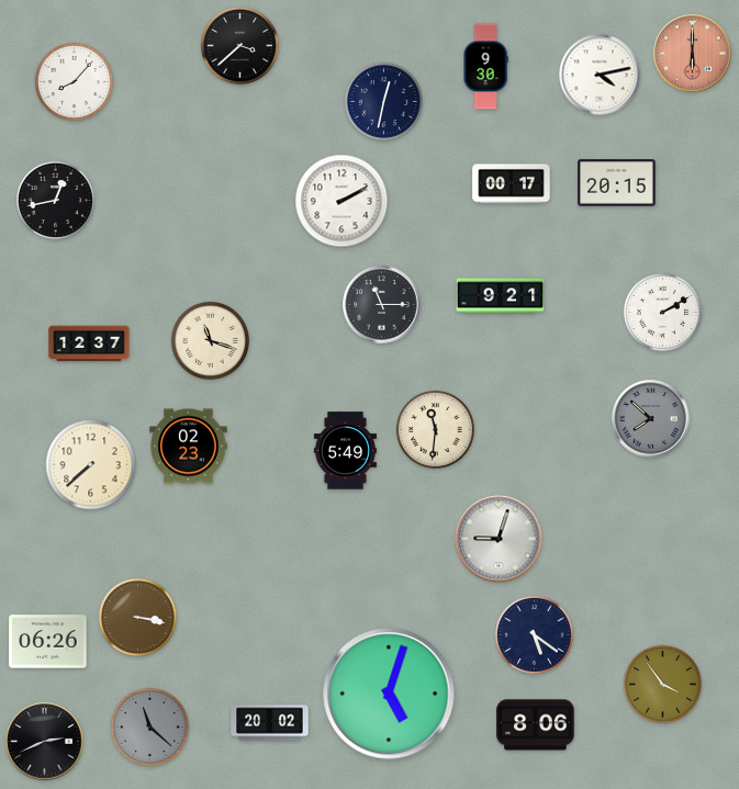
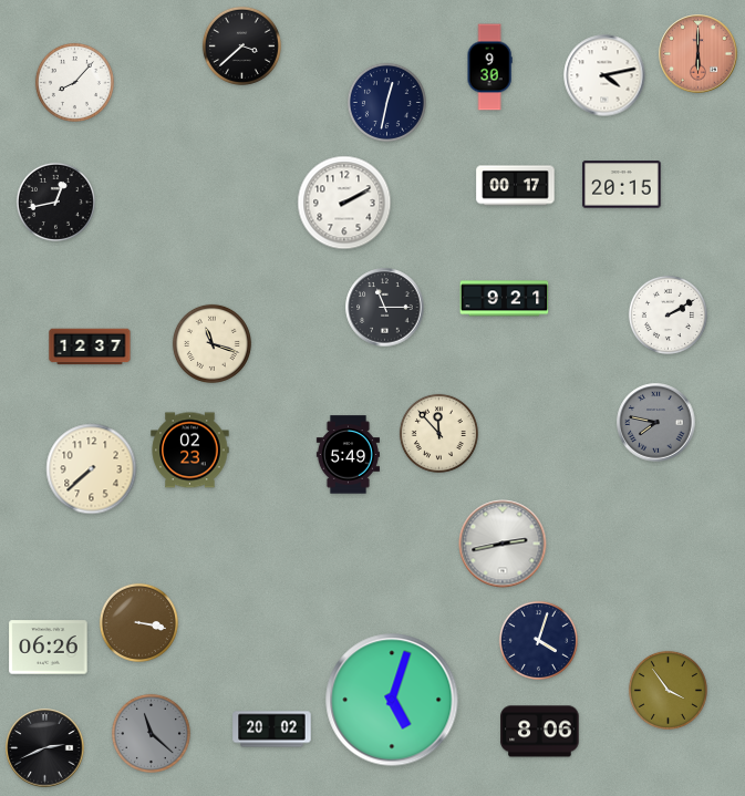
clock at (651, 419): 7:52 -> 7:47
clock at (435, 429): 11:31 -> 11:53
clock at (499, 539): 9:03 -> 2:43
clock at (534, 634): 5:21 -> 4:03
